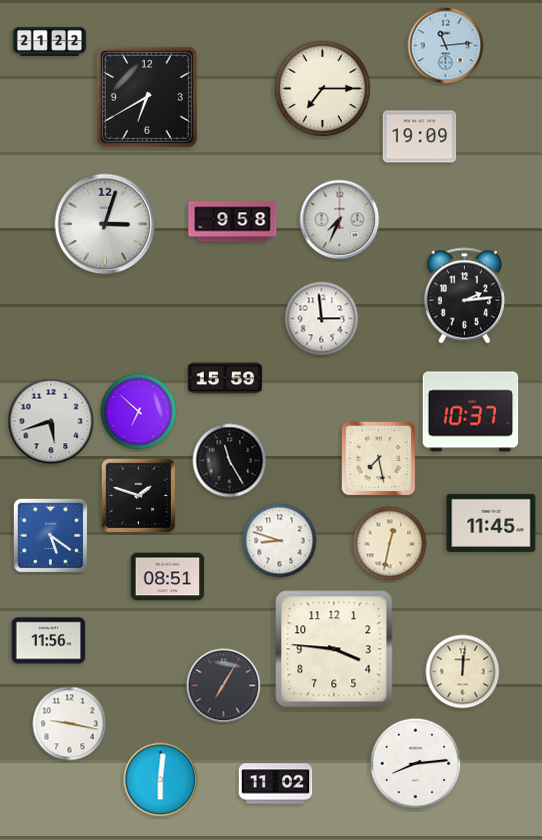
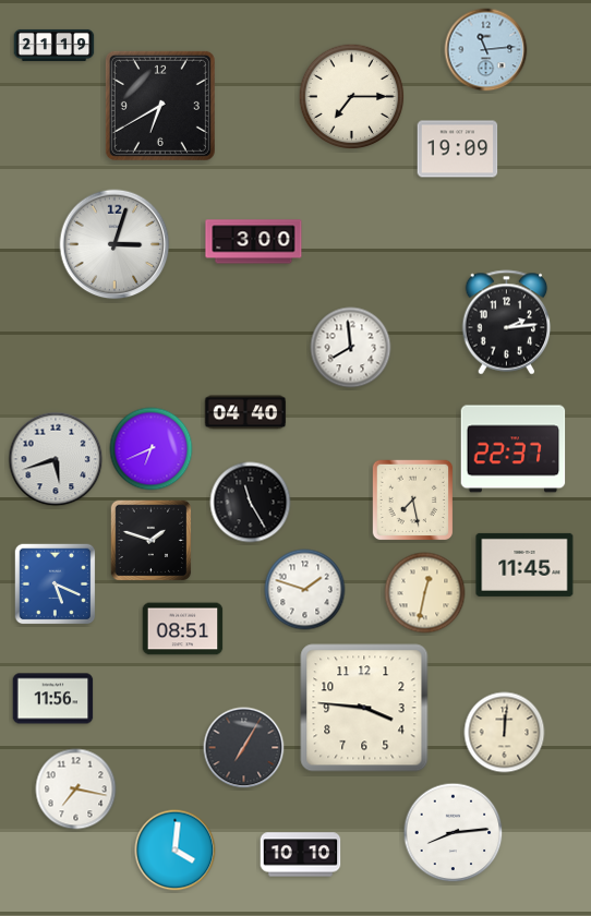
clock at (50, 41): 21:22 -> 21:19
clock at (340, 220): 7:34 -> none
clock at (233, 222): 9:58 -> 3:00
clock at (322, 319): 2:59 -> 7:59
clock at (225, 378): 15:59 -> 04:40
clock at (139, 412): 6:52 -> 6:41
clock at (471, 412): 10:37 -> 22:37
clock at (491, 523) position: (491, 523) -> (524, 565)
clock at (51, 536): 5:21 -> 5:19
clock at (280, 541): 8:48 -> 1:48
clock at (70, 724): 9:17 -> 7:17
clock at (161, 780): 6:01 -> 4:01
clock at (276, 784): 11:02 -> 10:10
